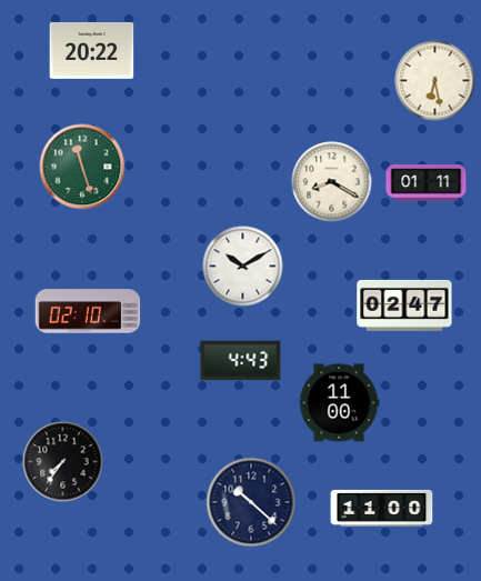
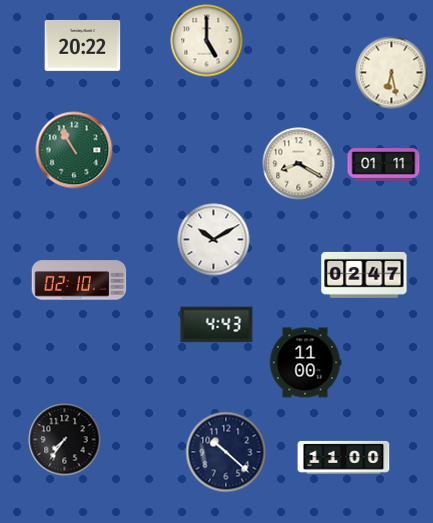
clock at (207, 41): none -> 5:00
clock at (82, 167): 11:27 -> 10:55
clock at (243, 267) position: (243, 267) -> (214, 240)
clock at (63, 462) position: (63, 462) -> (65, 440)
